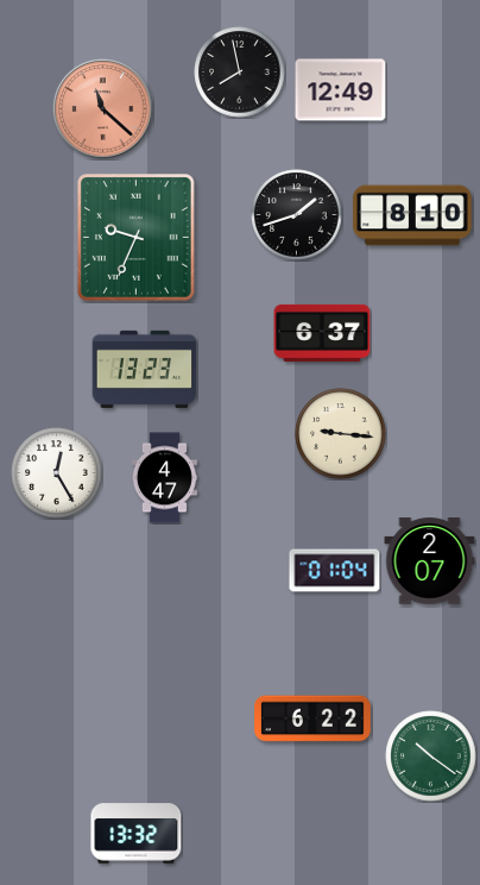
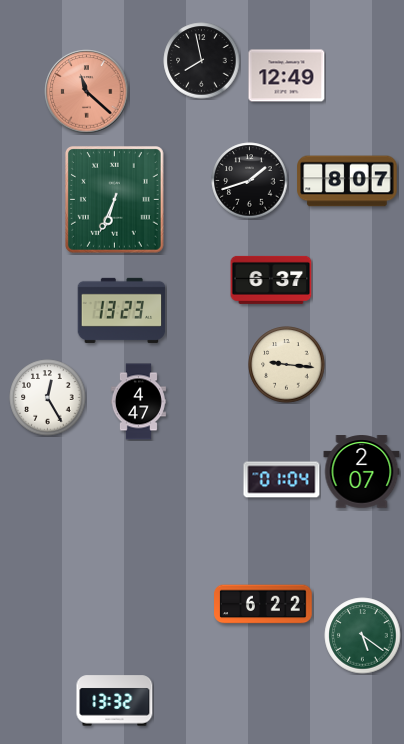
clock at (412, 215): 8:10 -> 8:07
clock at (135, 238): 9:34 -> 6:34
clock at (431, 757): 10:21 -> 5:21
